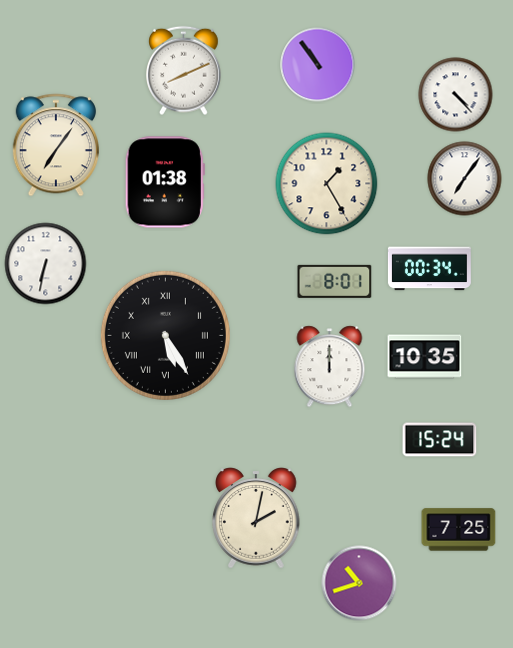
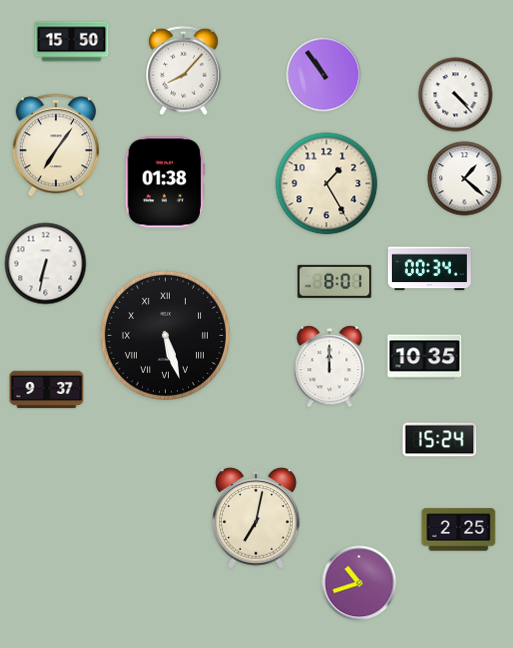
clock at (72, 42): none -> 15:50
clock at (318, 65) position: (318, 65) -> (324, 75)
clock at (184, 71): 8:11 -> 8:07
clock at (465, 179): 7:06 -> 1:22
clock at (165, 335): 5:25 -> 5:27
clock at (47, 390): none -> 9:37
clock at (256, 518): 2:02 -> 7:02
clock at (459, 530): 7:25 -> 2:25
